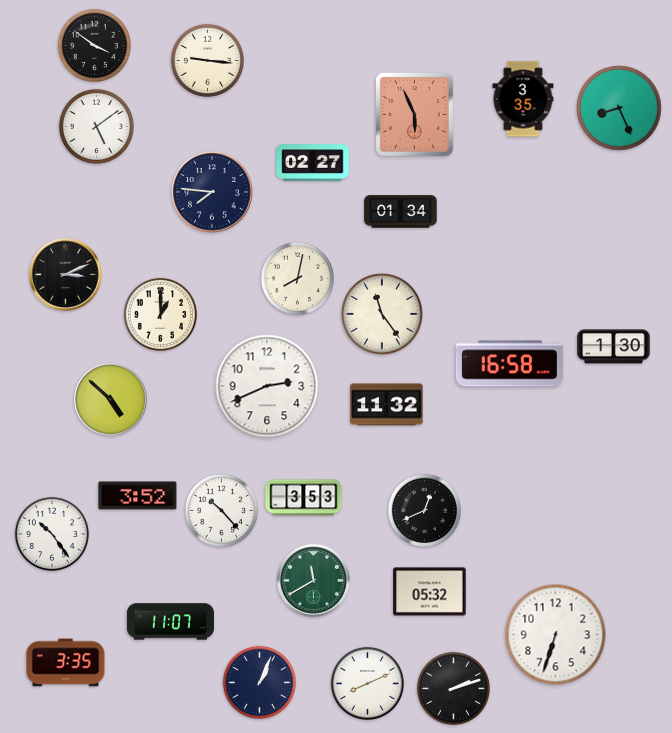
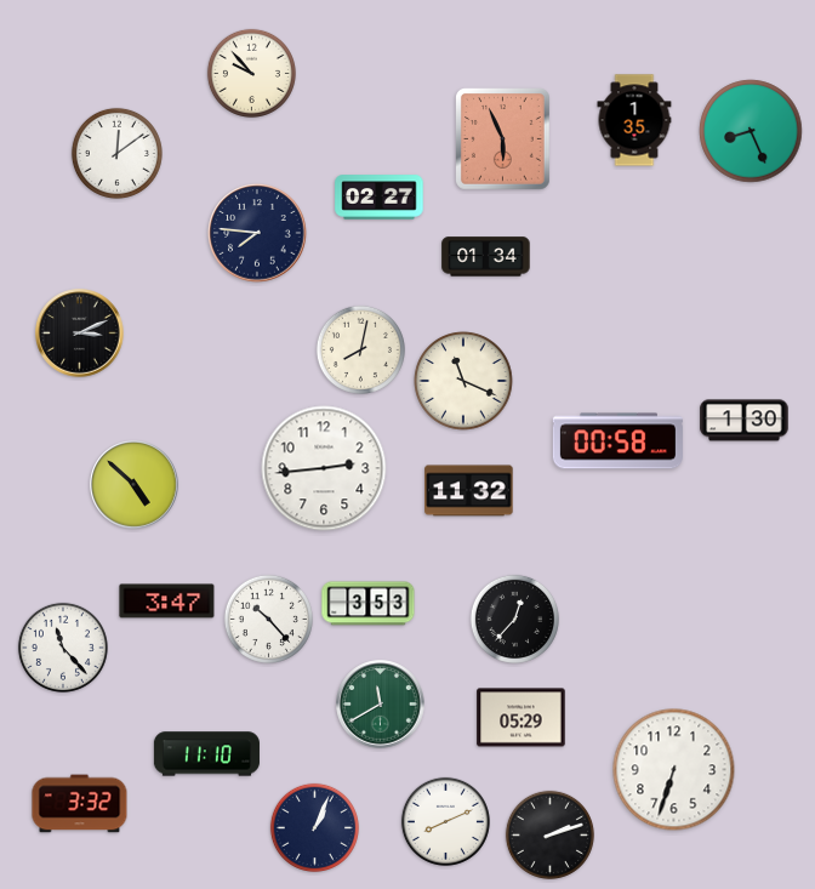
clock at (94, 45): 3:51 -> none
clock at (207, 60): 9:16 -> 9:53
clock at (523, 99): 3:35 -> 1:35
clock at (96, 126): 5:09 -> 12:09
clock at (297, 278) position: (297, 278) -> (360, 349)
clock at (160, 314): 1:00 -> none
clock at (382, 314): 11:24 -> 11:19
clock at (509, 364): 16:58 -> 00:58
clock at (267, 386): 2:41 -> 2:44
clock at (138, 496): 3:52 -> 3:47
clock at (424, 510): 12:41 -> 12:37
clock at (52, 534): 10:24 -> 11:23
clock at (430, 592): 05:32 -> 05:29
clock at (170, 622): 11:07 -> 11:10
clock at (66, 663): 3:35 -> 3:32
clock at (367, 683) position: (367, 683) -> (445, 821)
